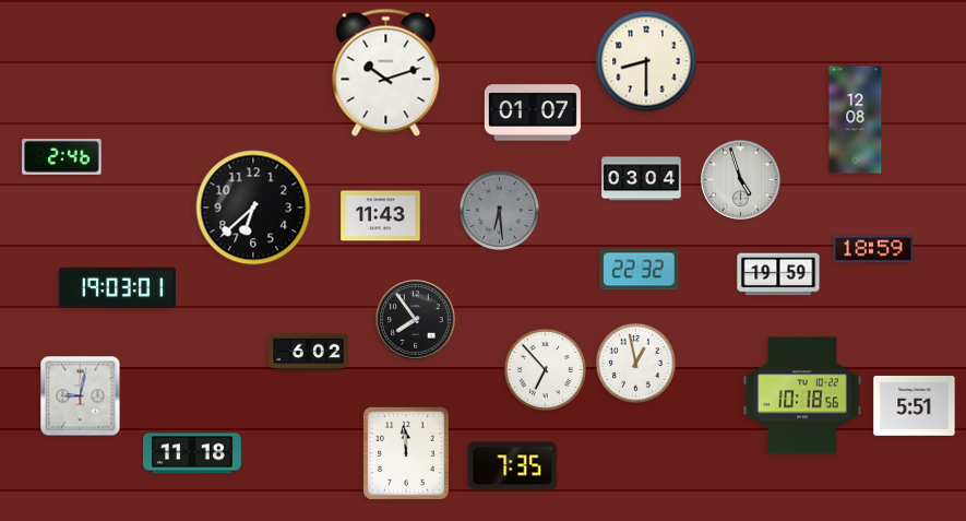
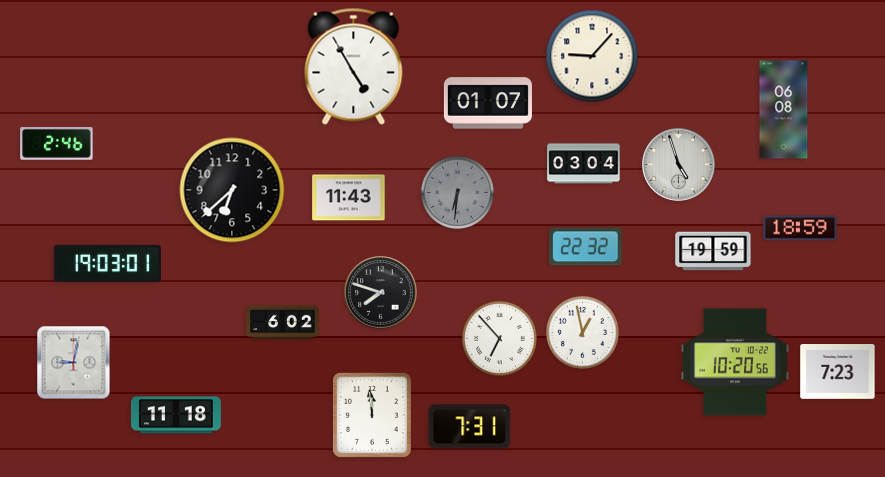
clock at (646, 61): 8:30 -> 9:07
clock at (386, 72): 10:12 -> 4:55
clock at (856, 120): 12:08 -> 06:08
clock at (642, 179) position: (642, 179) -> (584, 164)
clock at (499, 210): 6:29 -> 6:31
clock at (416, 320): 7:54 -> 7:48
clock at (802, 395): 10:18 -> 10:20
clock at (915, 406): 5:51 -> 7:23
clock at (513, 466): 7:35 -> 7:31
